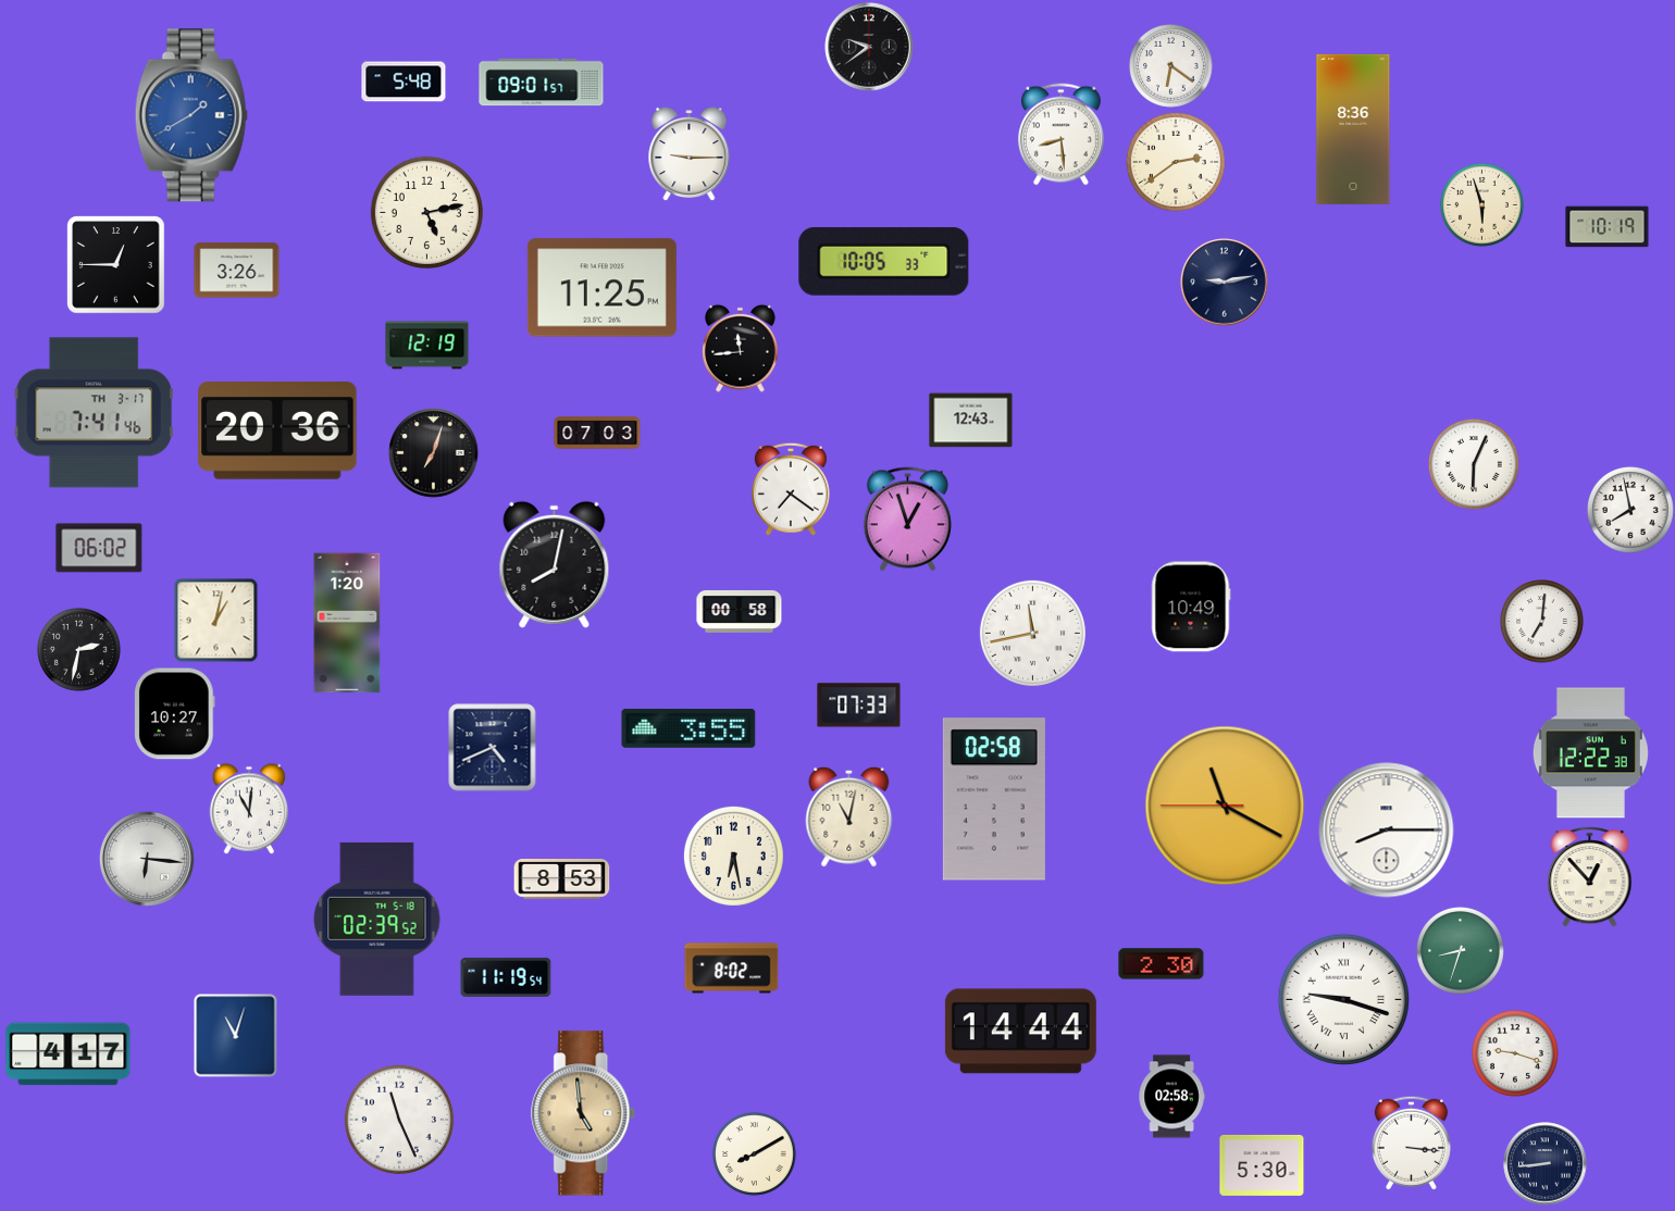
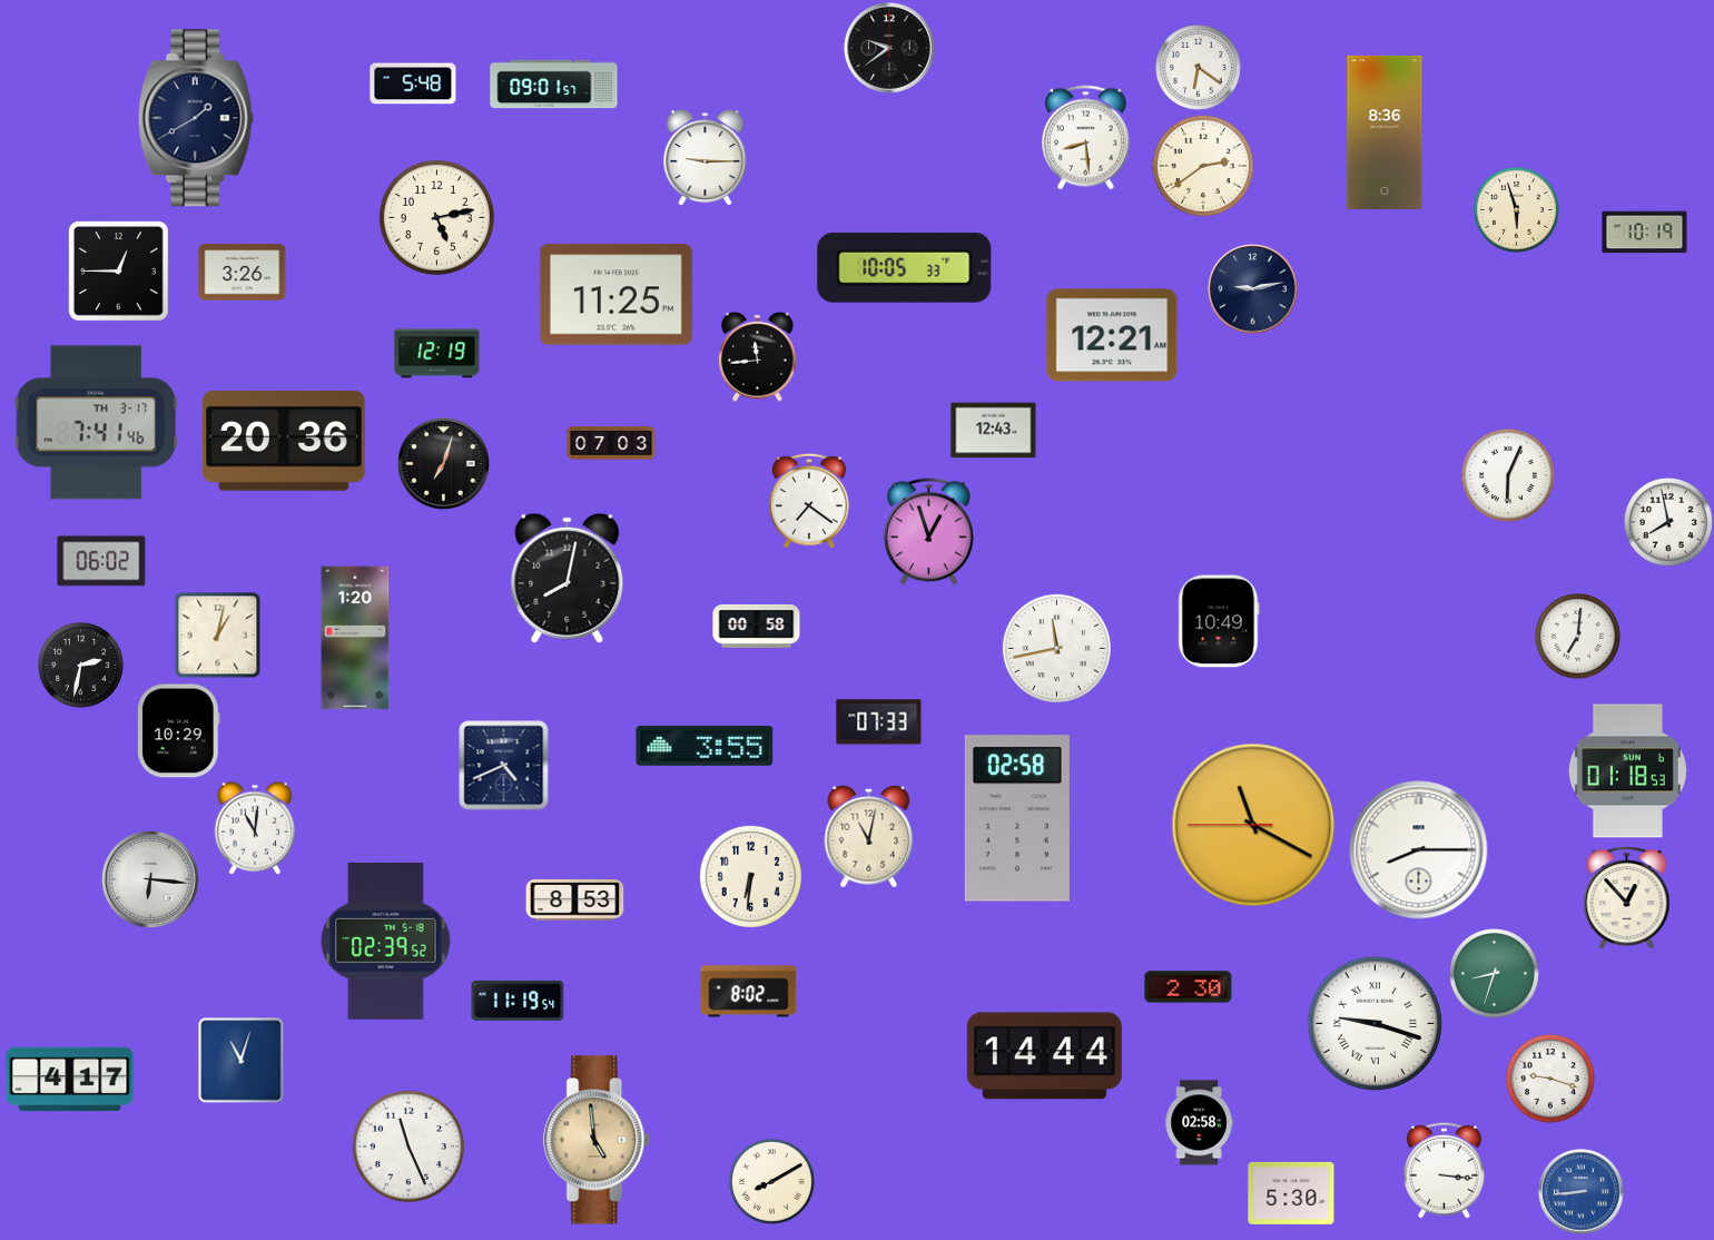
clock at (191, 115) dial: blue -> navy
clock at (237, 271) position: (237, 271) -> (243, 273)
clock at (1112, 335): none -> 12:21
clock at (215, 620) position: (215, 620) -> (217, 634)
clock at (175, 714): 10:27 -> 10:29
clock at (1590, 753): 12:22 -> 01:18
clock at (733, 856): 6:28 -> 6:31
clock at (1546, 1164) dial: navy -> blue
